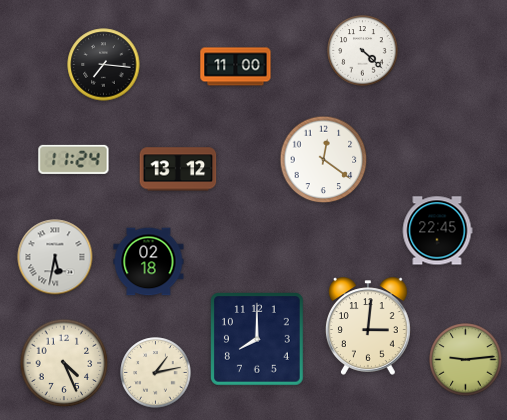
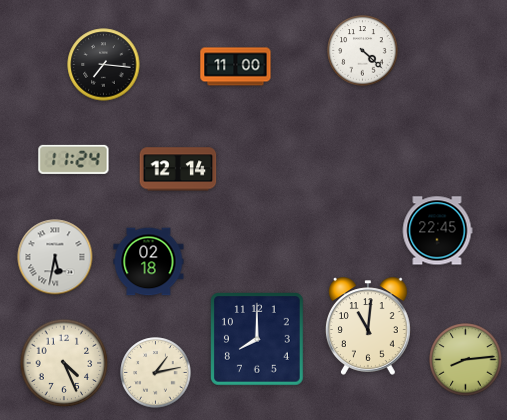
clock at (324, 160): 12:21 -> none
clock at (178, 169): 13:12 -> 12:14
clock at (368, 326): 3:01 -> 11:01
clock at (466, 360): 9:14 -> 8:14
